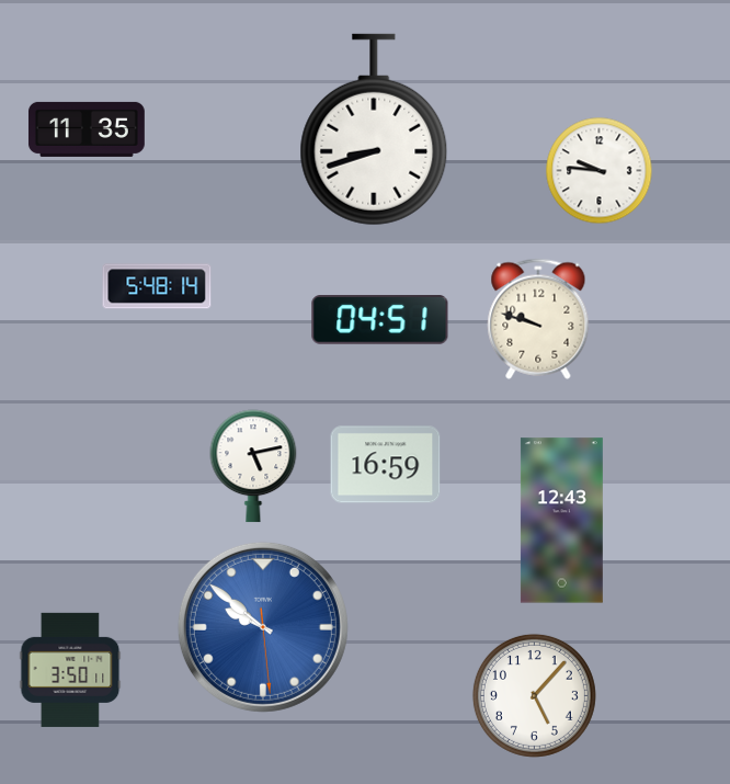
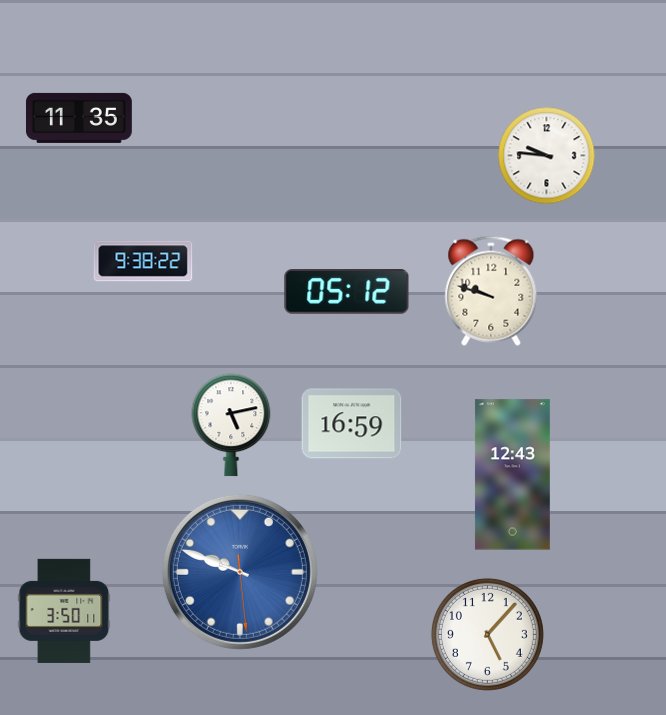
clock at (374, 129): 8:42 -> none
clock at (157, 286): 5:48 -> 9:38
clock at (380, 320): 04:51 -> 05:12
clock at (263, 627): 9:51 -> 9:48
